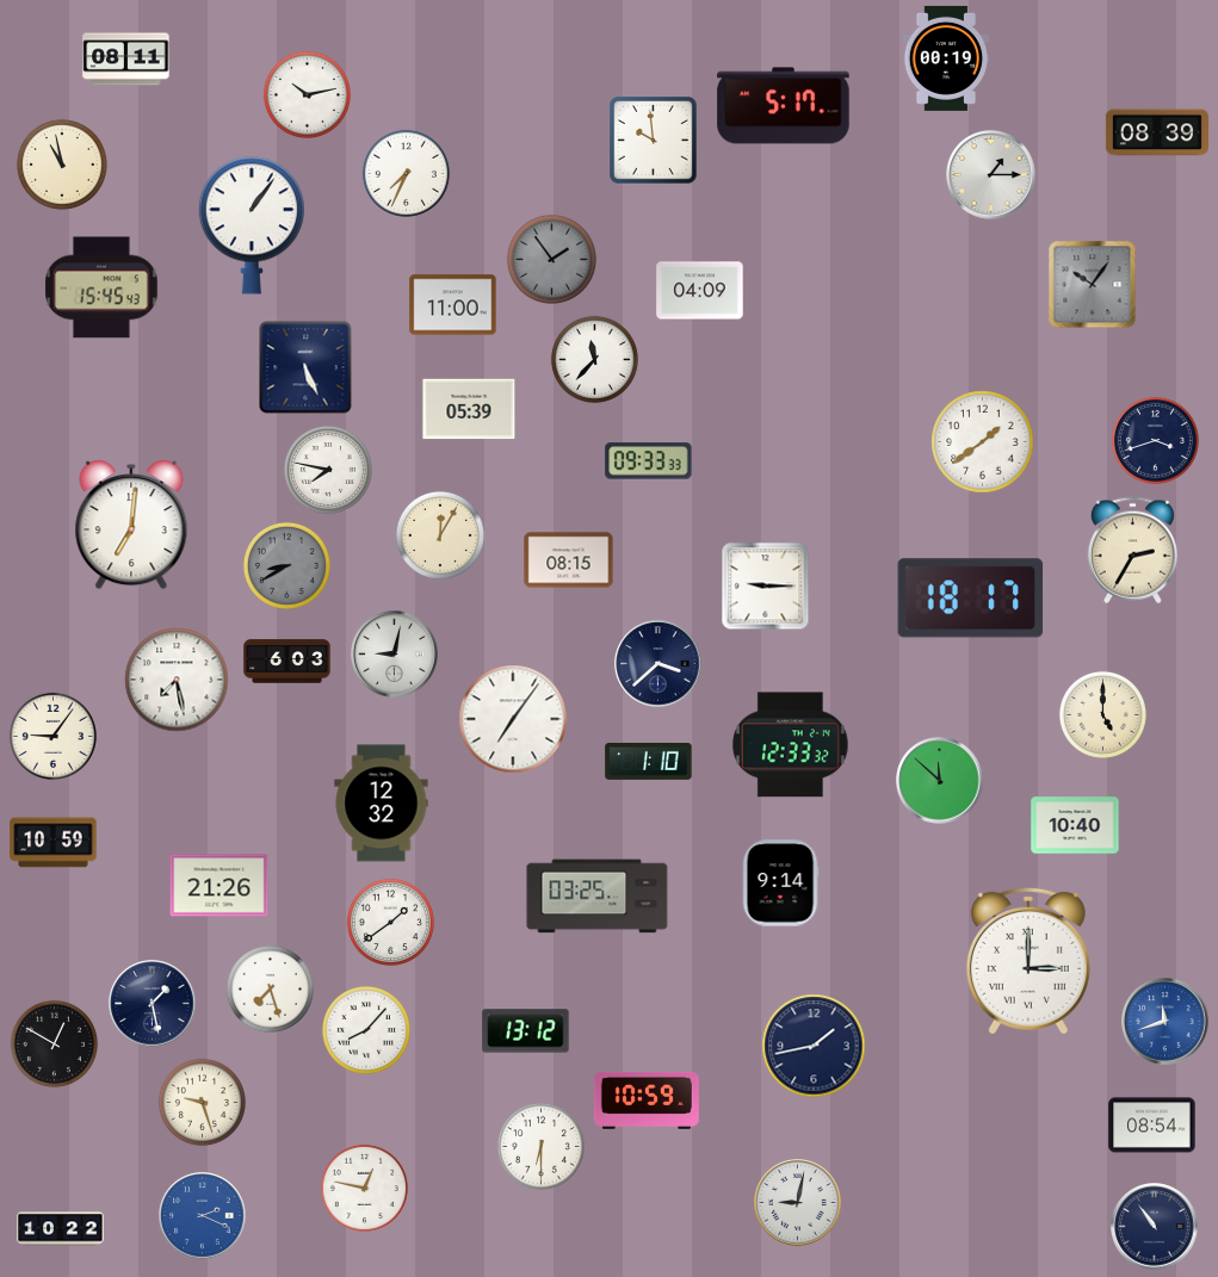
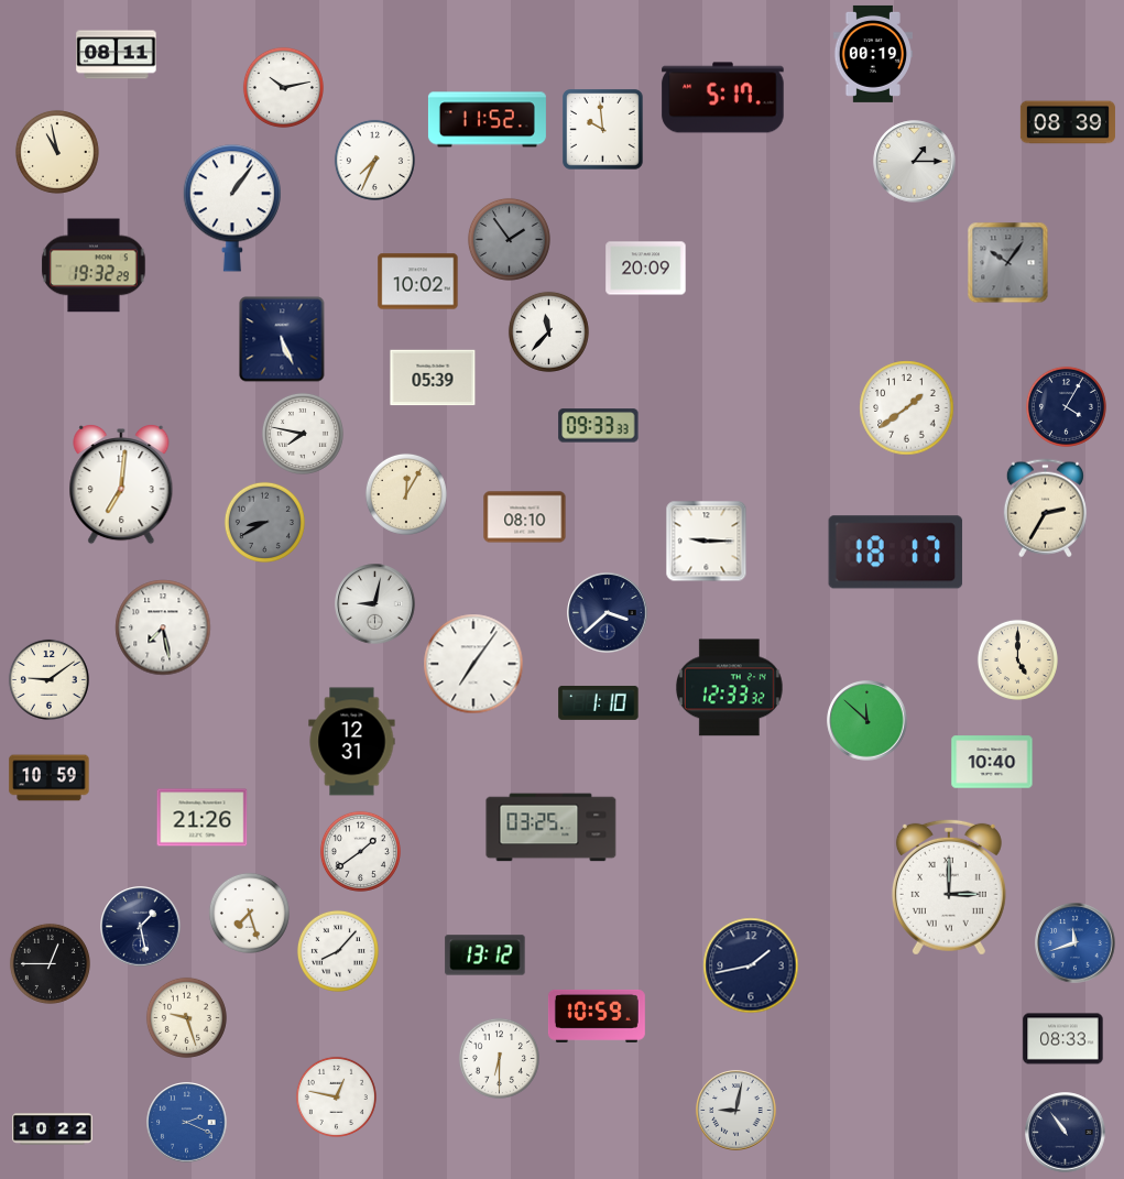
clock at (487, 120): none -> 11:52
clock at (101, 287): 15:45 -> 19:32
clock at (700, 291): 04:09 -> 20:09
clock at (453, 305): 11:00 -> 10:02
clock at (1155, 440): 3:42 -> 4:05
clock at (569, 560): 08:15 -> 08:10
clock at (395, 655) position: (395, 655) -> (375, 604)
clock at (288, 662): 6:03 -> none
clock at (52, 736): 9:06 -> 9:09
clock at (382, 804): 12:32 -> 12:31
clock at (780, 884): 9:14 -> none
clock at (526, 1031) position: (526, 1031) -> (485, 956)
clock at (54, 1043): 12:50 -> 12:45
clock at (1152, 1126): 08:54 -> 08:33
clock at (61, 1229) position: (61, 1229) -> (53, 1129)
